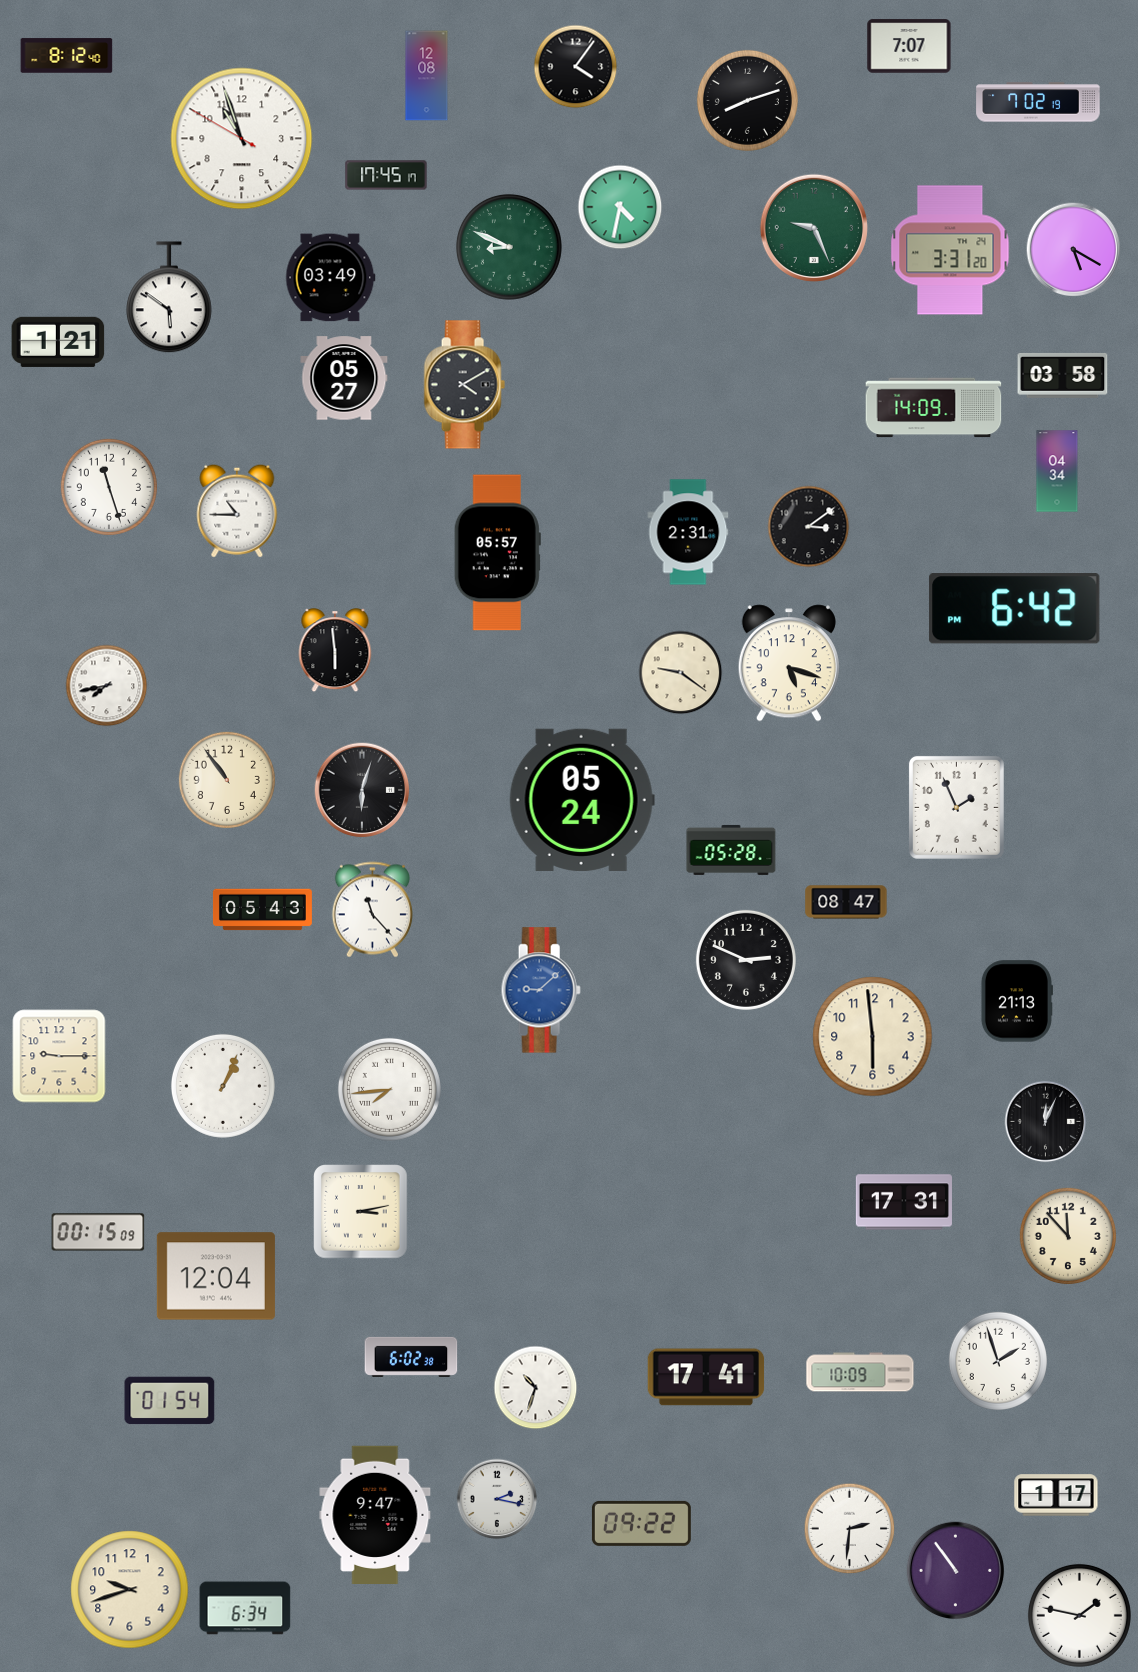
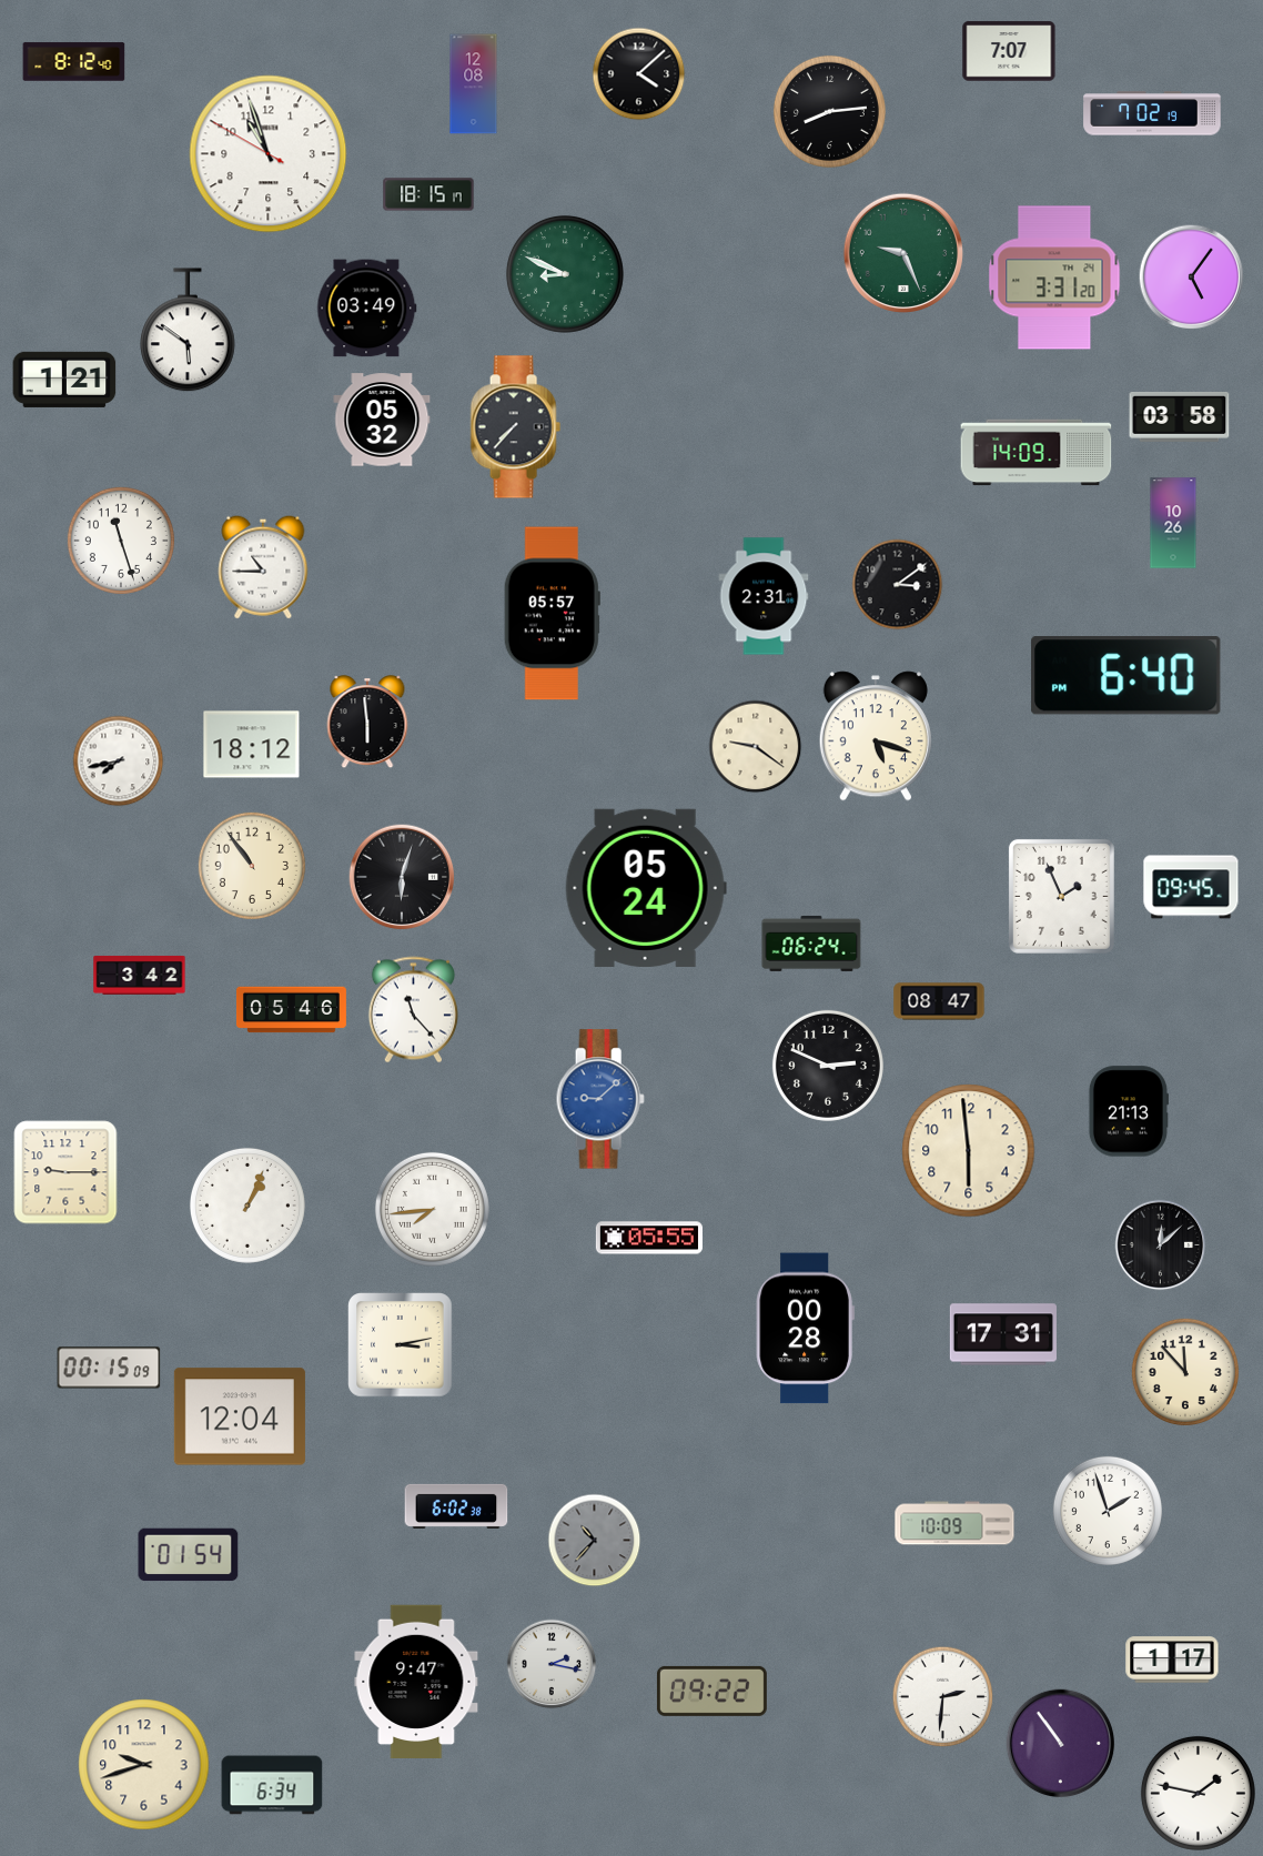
clock at (576, 67): 4:06 -> 4:08
clock at (747, 100): 8:12 -> 8:14
clock at (386, 175): 17:45 -> 18:15
clock at (620, 207): 4:32 -> none
clock at (1074, 250): 5:20 -> 5:06
clock at (344, 378): 05:27 -> 05:32
clock at (464, 385): 4:10 -> 7:37
clock at (1057, 471): 04:34 -> 10:26
clock at (688, 532) position: (688, 532) -> (764, 596)
clock at (1015, 609): 6:42 -> 6:40
clock at (335, 651) position: (335, 651) -> (367, 723)
clock at (252, 745): none -> 18:12
clock at (1191, 887): none -> 09:45
clock at (731, 850): 05:28 -> 06:24
clock at (140, 975): none -> 3:42
clock at (262, 910): 05:43 -> 05:46
clock at (649, 1238): none -> 05:55
clock at (1046, 1122): 12:04 -> 12:08
clock at (805, 1329): none -> 00:28
clock at (706, 1377): 17:41 -> none
clock at (536, 1388): 10:33 -> 10:37
clock at (536, 1388) dial: white -> grey
